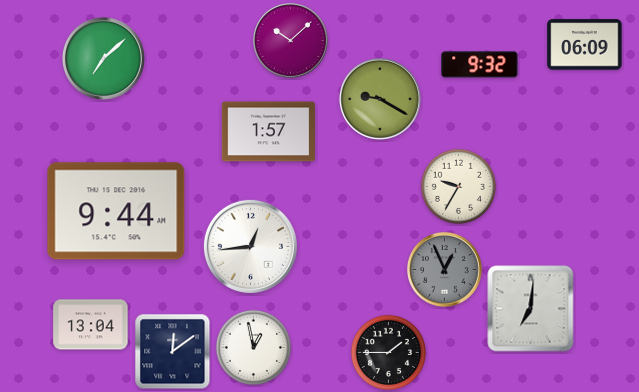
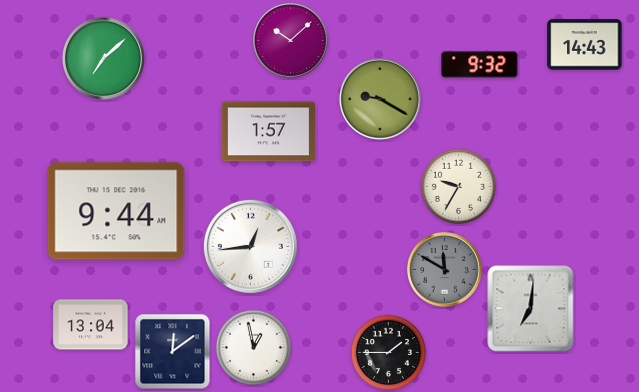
clock at (585, 45): 06:09 -> 14:43
clock at (445, 270): 12:56 -> 11:50
